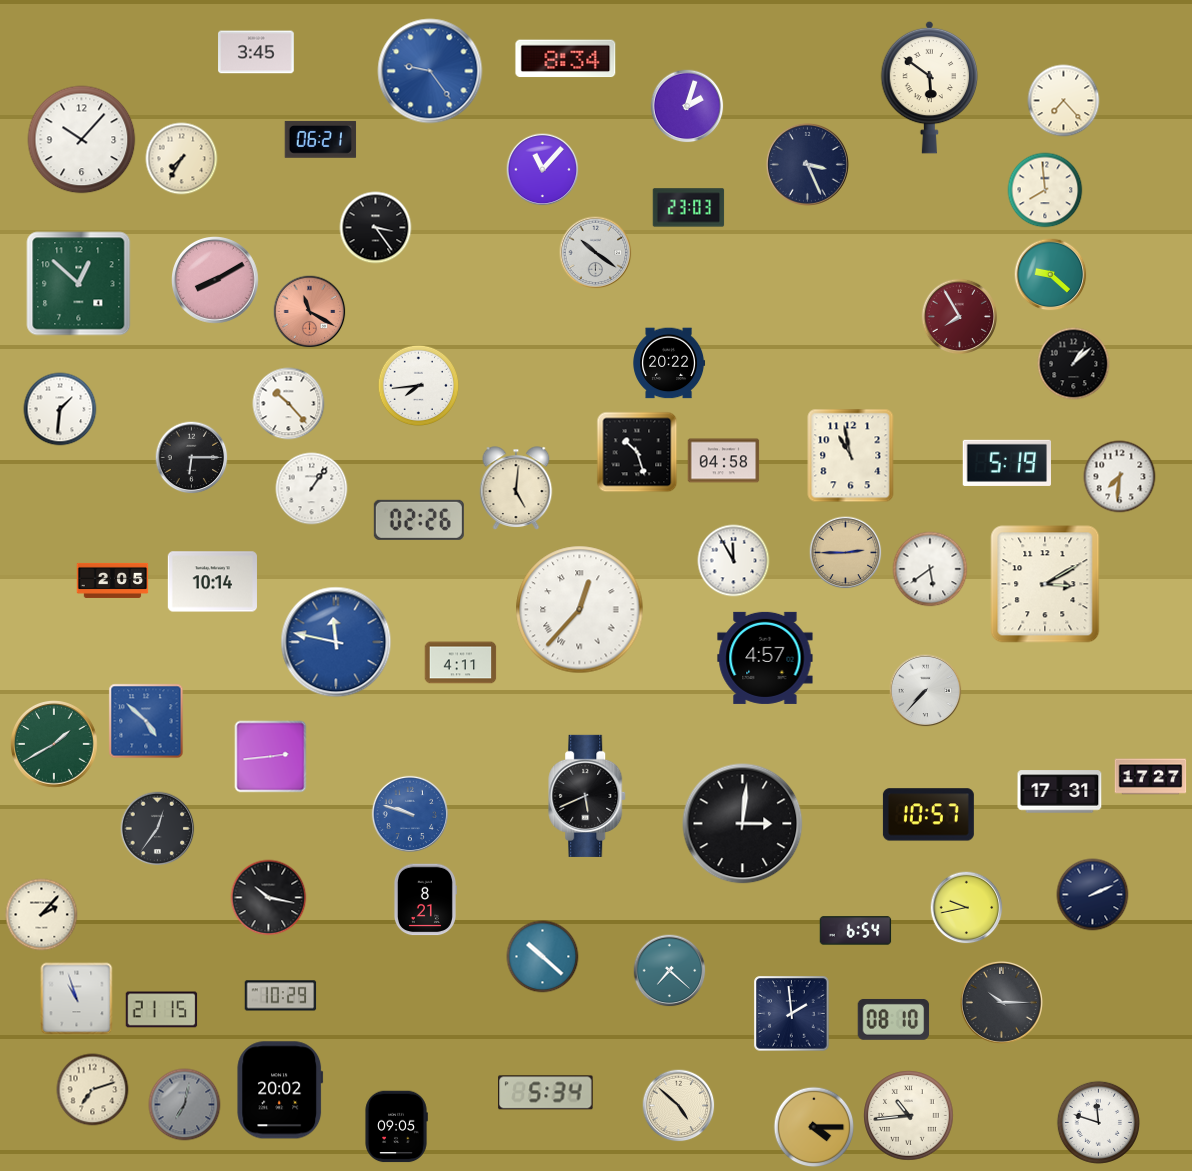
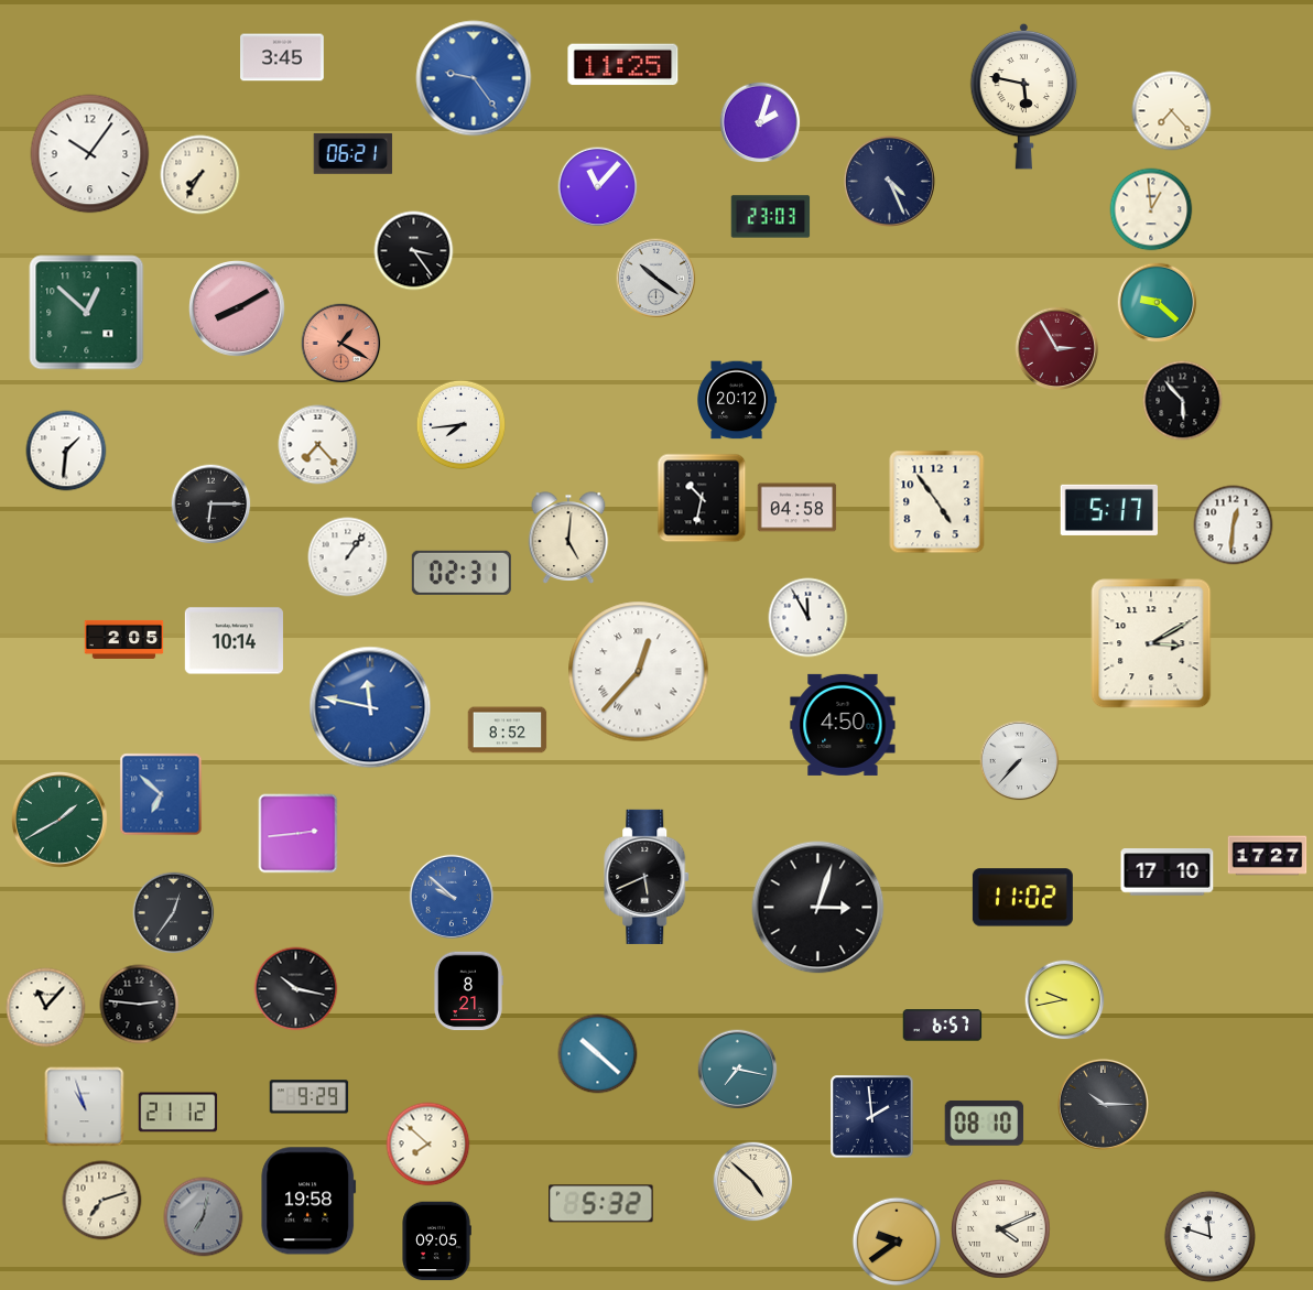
clock at (566, 59): 8:34 -> 11:25
clock at (930, 87): 5:51 -> 5:47
clock at (687, 106) position: (687, 106) -> (760, 122)
clock at (82, 140): 10:07 -> 10:06
clock at (807, 164): 3:26 -> 4:26
clock at (1045, 190): 7:59 -> 12:59
clock at (689, 208) position: (689, 208) -> (771, 217)
clock at (310, 312): 11:20 -> 1:20
clock at (960, 317): 7:55 -> 2:55
clock at (669, 363): 20:22 -> 20:12
clock at (1074, 364): 1:08 -> 5:53
clock at (289, 404): 10:23 -> 7:23
clock at (637, 452): 10:27 -> 10:32
clock at (851, 456): 10:58 -> 4:54
clock at (1006, 463): 5:19 -> 5:17
clock at (1120, 477): 7:31 -> 12:31
clock at (312, 489) position: (312, 489) -> (348, 557)
clock at (419, 520): 02:26 -> 02:31
clock at (846, 553): 2:45 -> none
clock at (930, 569): 5:39 -> none
clock at (765, 658): 4:57 -> 4:50
clock at (461, 663): 4:11 -> 8:52
clock at (146, 721): 4:52 -> 6:52
clock at (1060, 792): 17:31 -> 17:10
clock at (409, 813): 9:48 -> 9:52
clock at (928, 815): 10:57 -> 11:02
clock at (743, 824): 3:01 -> 3:03
clock at (1093, 895): 2:11 -> none
clock at (140, 1005): none -> 2:46
clock at (42, 915): 2:07 -> 11:07
clock at (856, 931): 6:54 -> 6:57
clock at (670, 971): 7:22 -> 7:17
clock at (281, 996): 10:29 -> 9:29
clock at (77, 999) position: (77, 999) -> (85, 1107)
clock at (162, 1010): 21:15 -> 21:12
clock at (428, 1145): none -> 7:52
clock at (280, 1090): 20:02 -> 19:58
clock at (546, 1093): 5:34 -> 5:32
clock at (679, 1106) position: (679, 1106) -> (753, 1182)
clock at (909, 1116): 10:44 -> 4:11
clock at (814, 1127): 4:15 -> 9:39
